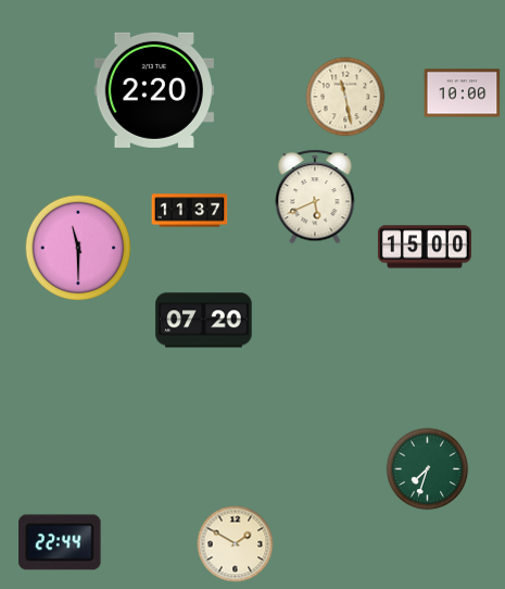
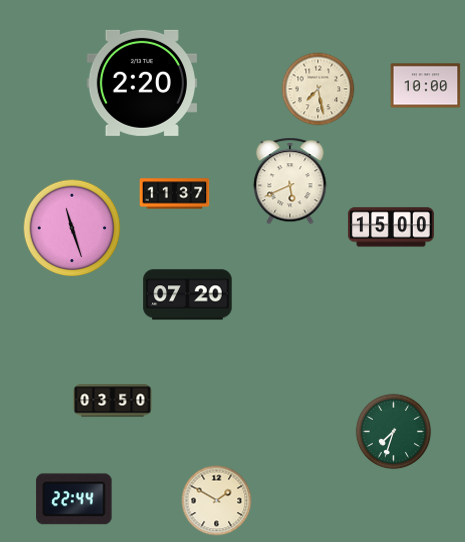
clock at (345, 97): 11:28 -> 7:28
clock at (78, 248): 11:30 -> 11:27
clock at (113, 401): none -> 03:50
clock at (60, 542) position: (60, 542) -> (74, 499)
